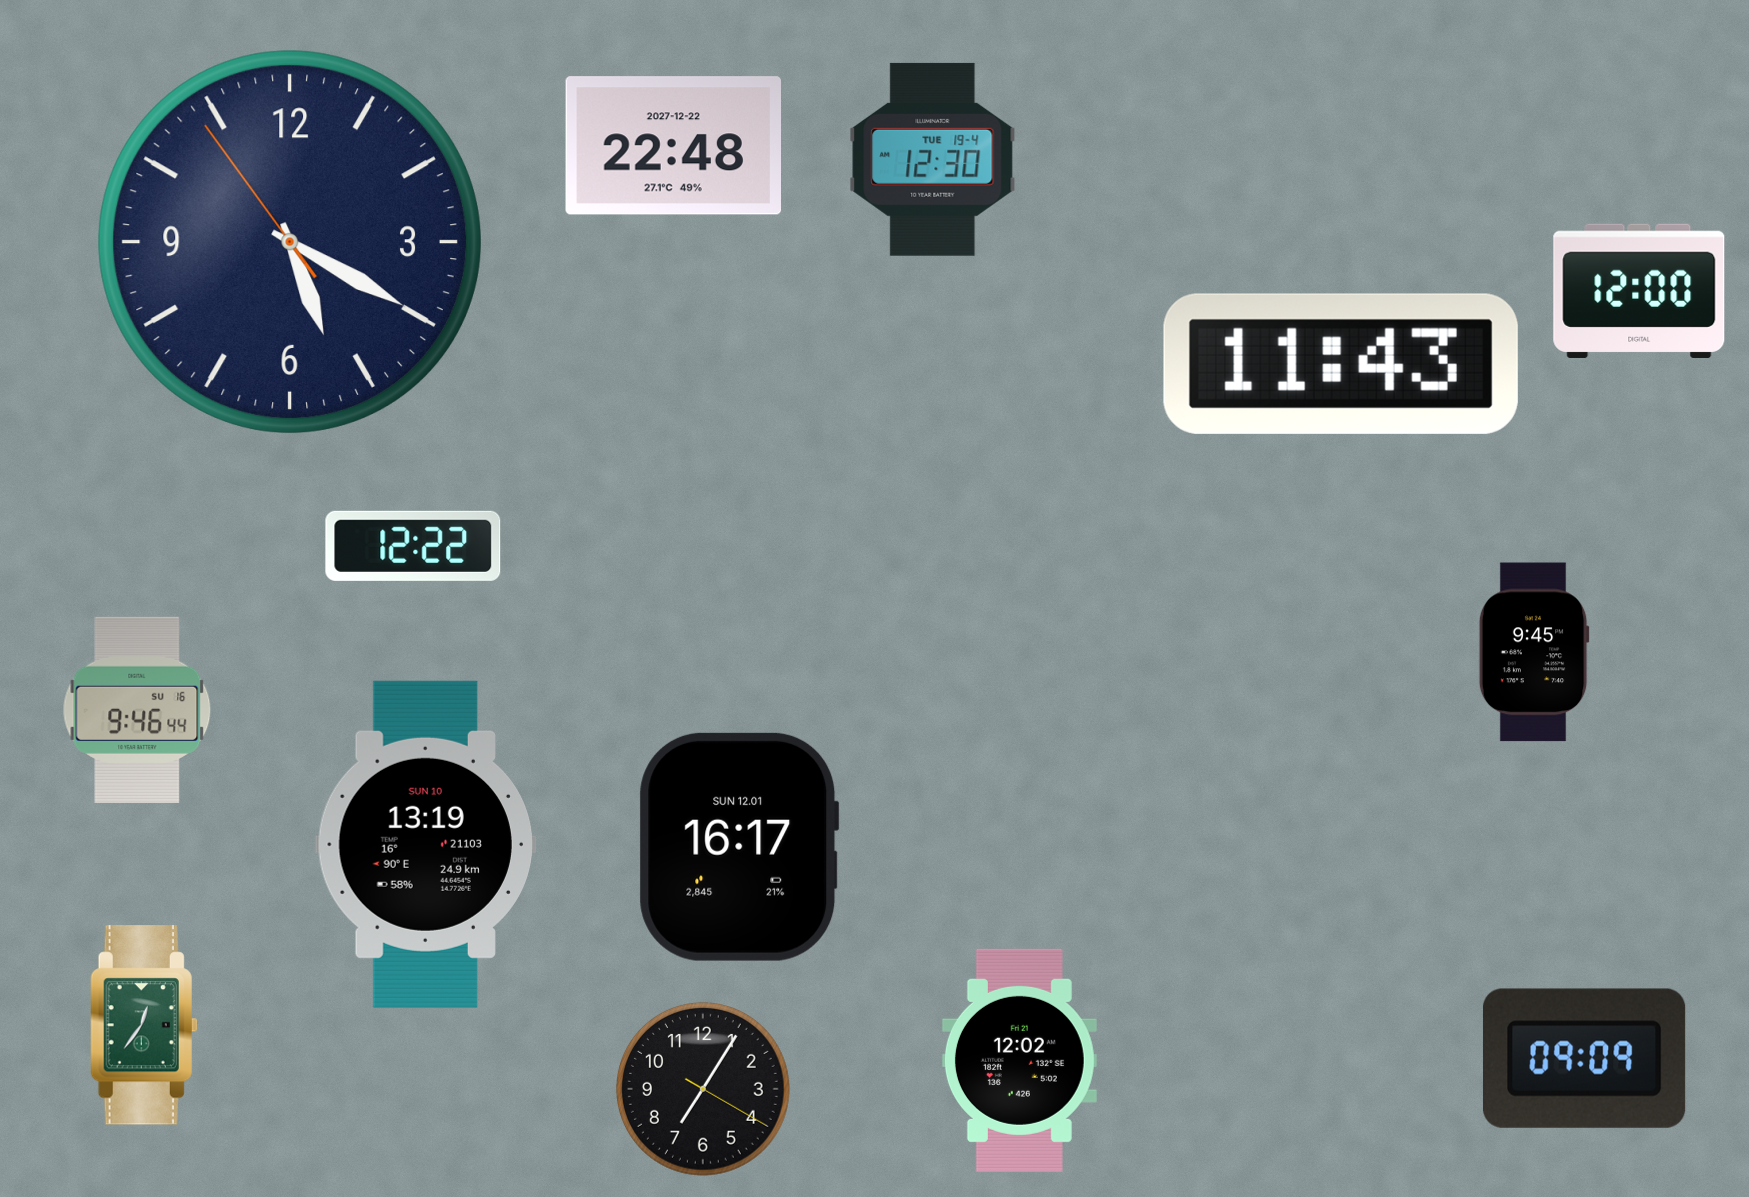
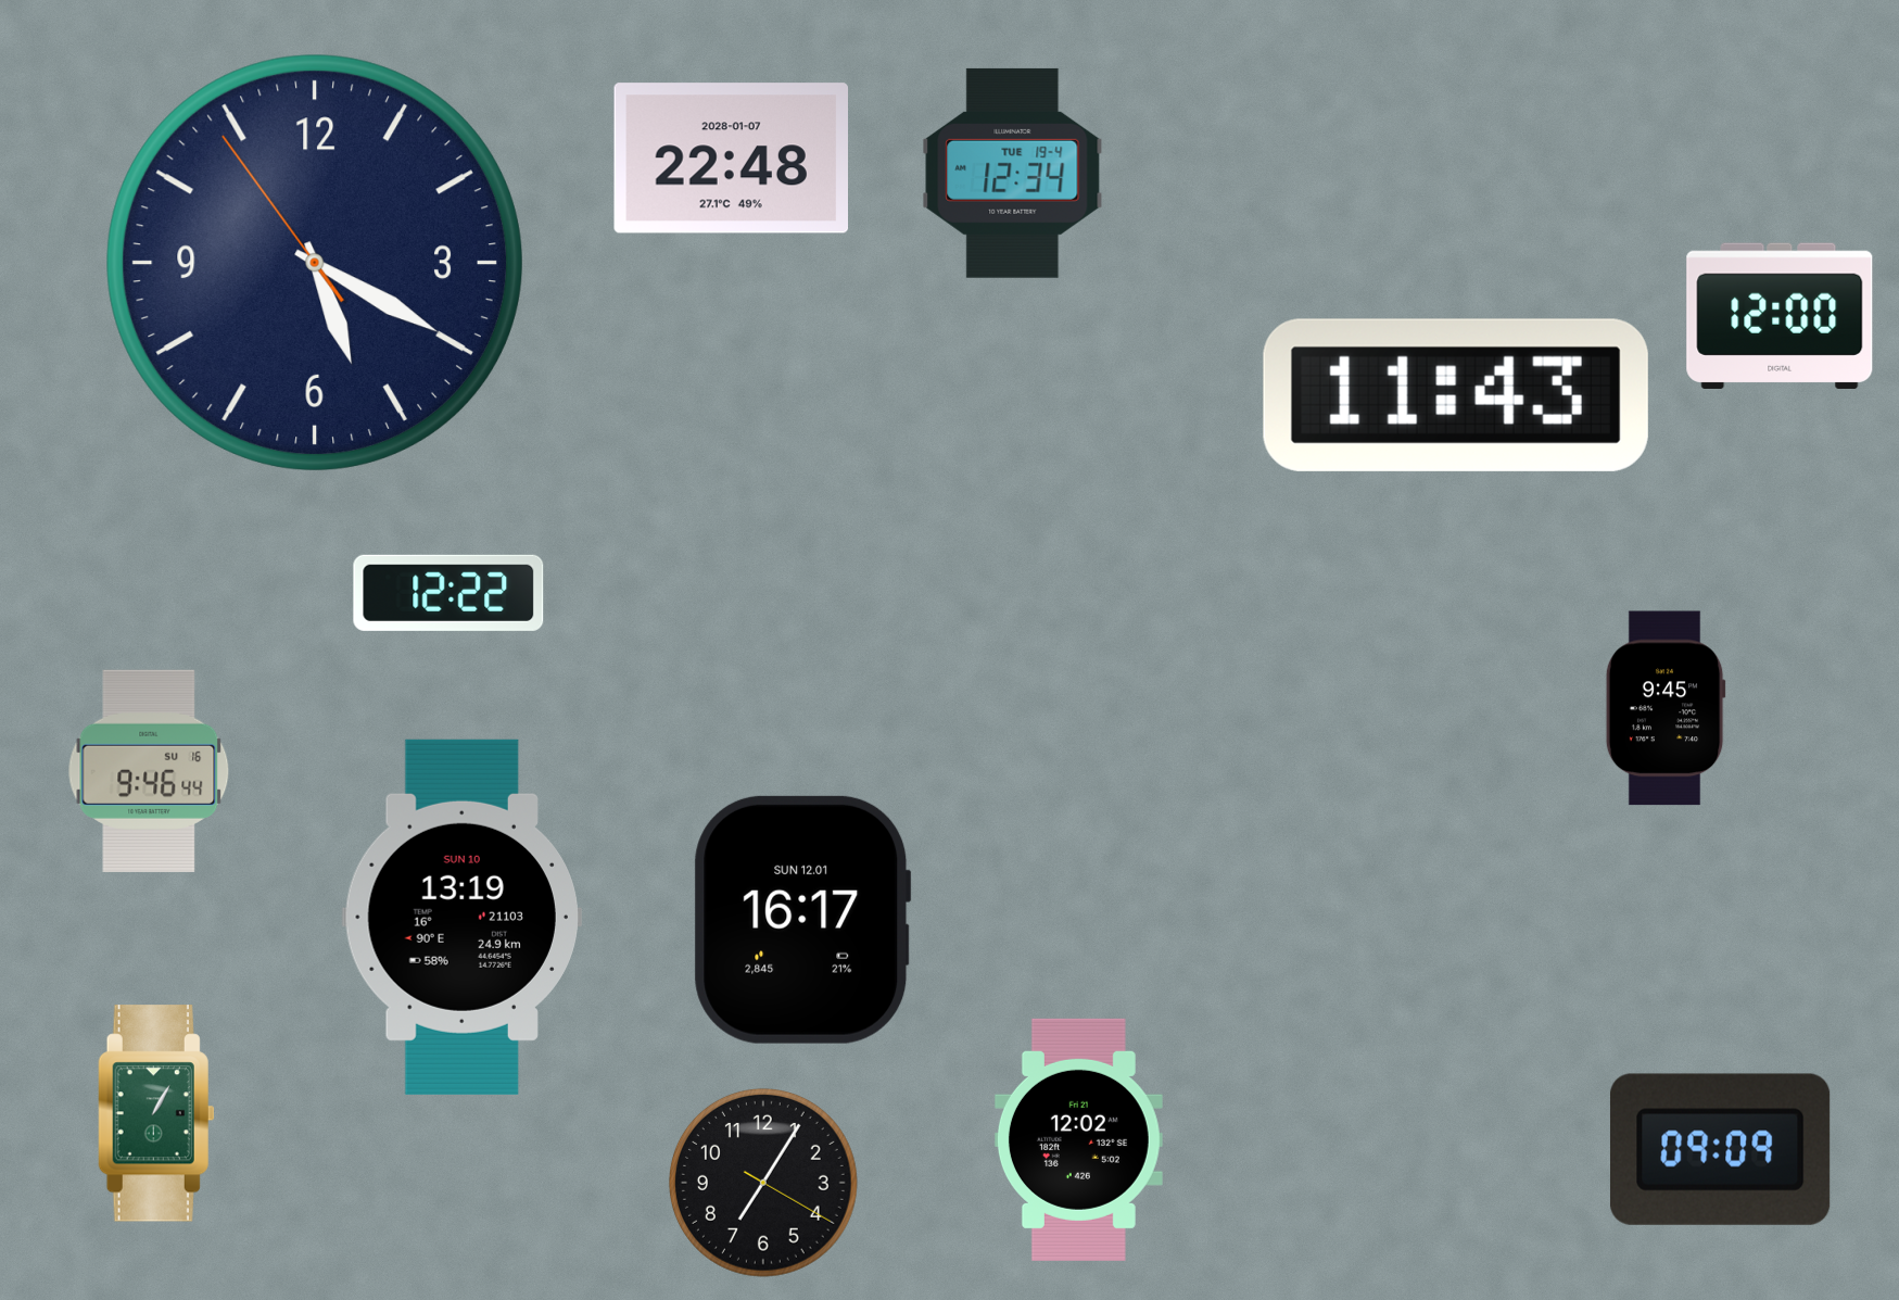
clock at (673, 146) date: 2027-12-22 -> 2028-01-07
clock at (933, 159): 12:30 -> 12:34
clock at (144, 1025): 12:36 -> 1:05
clock at (1019, 1060) position: (1019, 1060) -> (1078, 1139)
